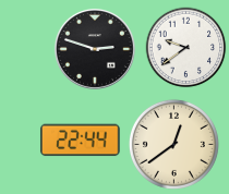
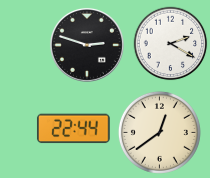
clock at (186, 48): 9:39 -> 2:20
